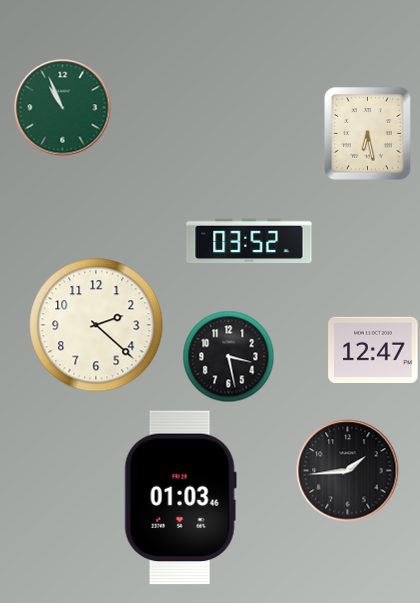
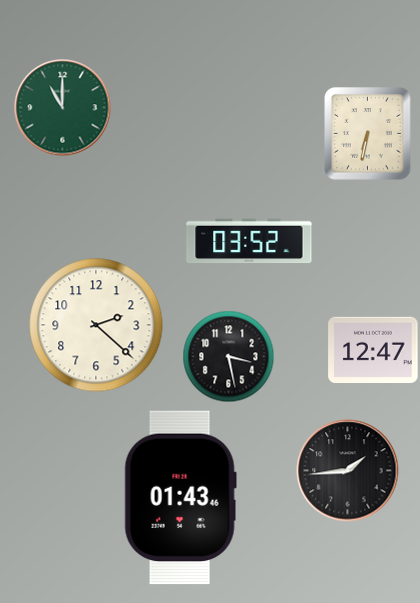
clock at (63, 108): 10:56 -> 11:00
clock at (368, 134): 6:28 -> 6:32
clock at (180, 498): 01:03 -> 01:43
